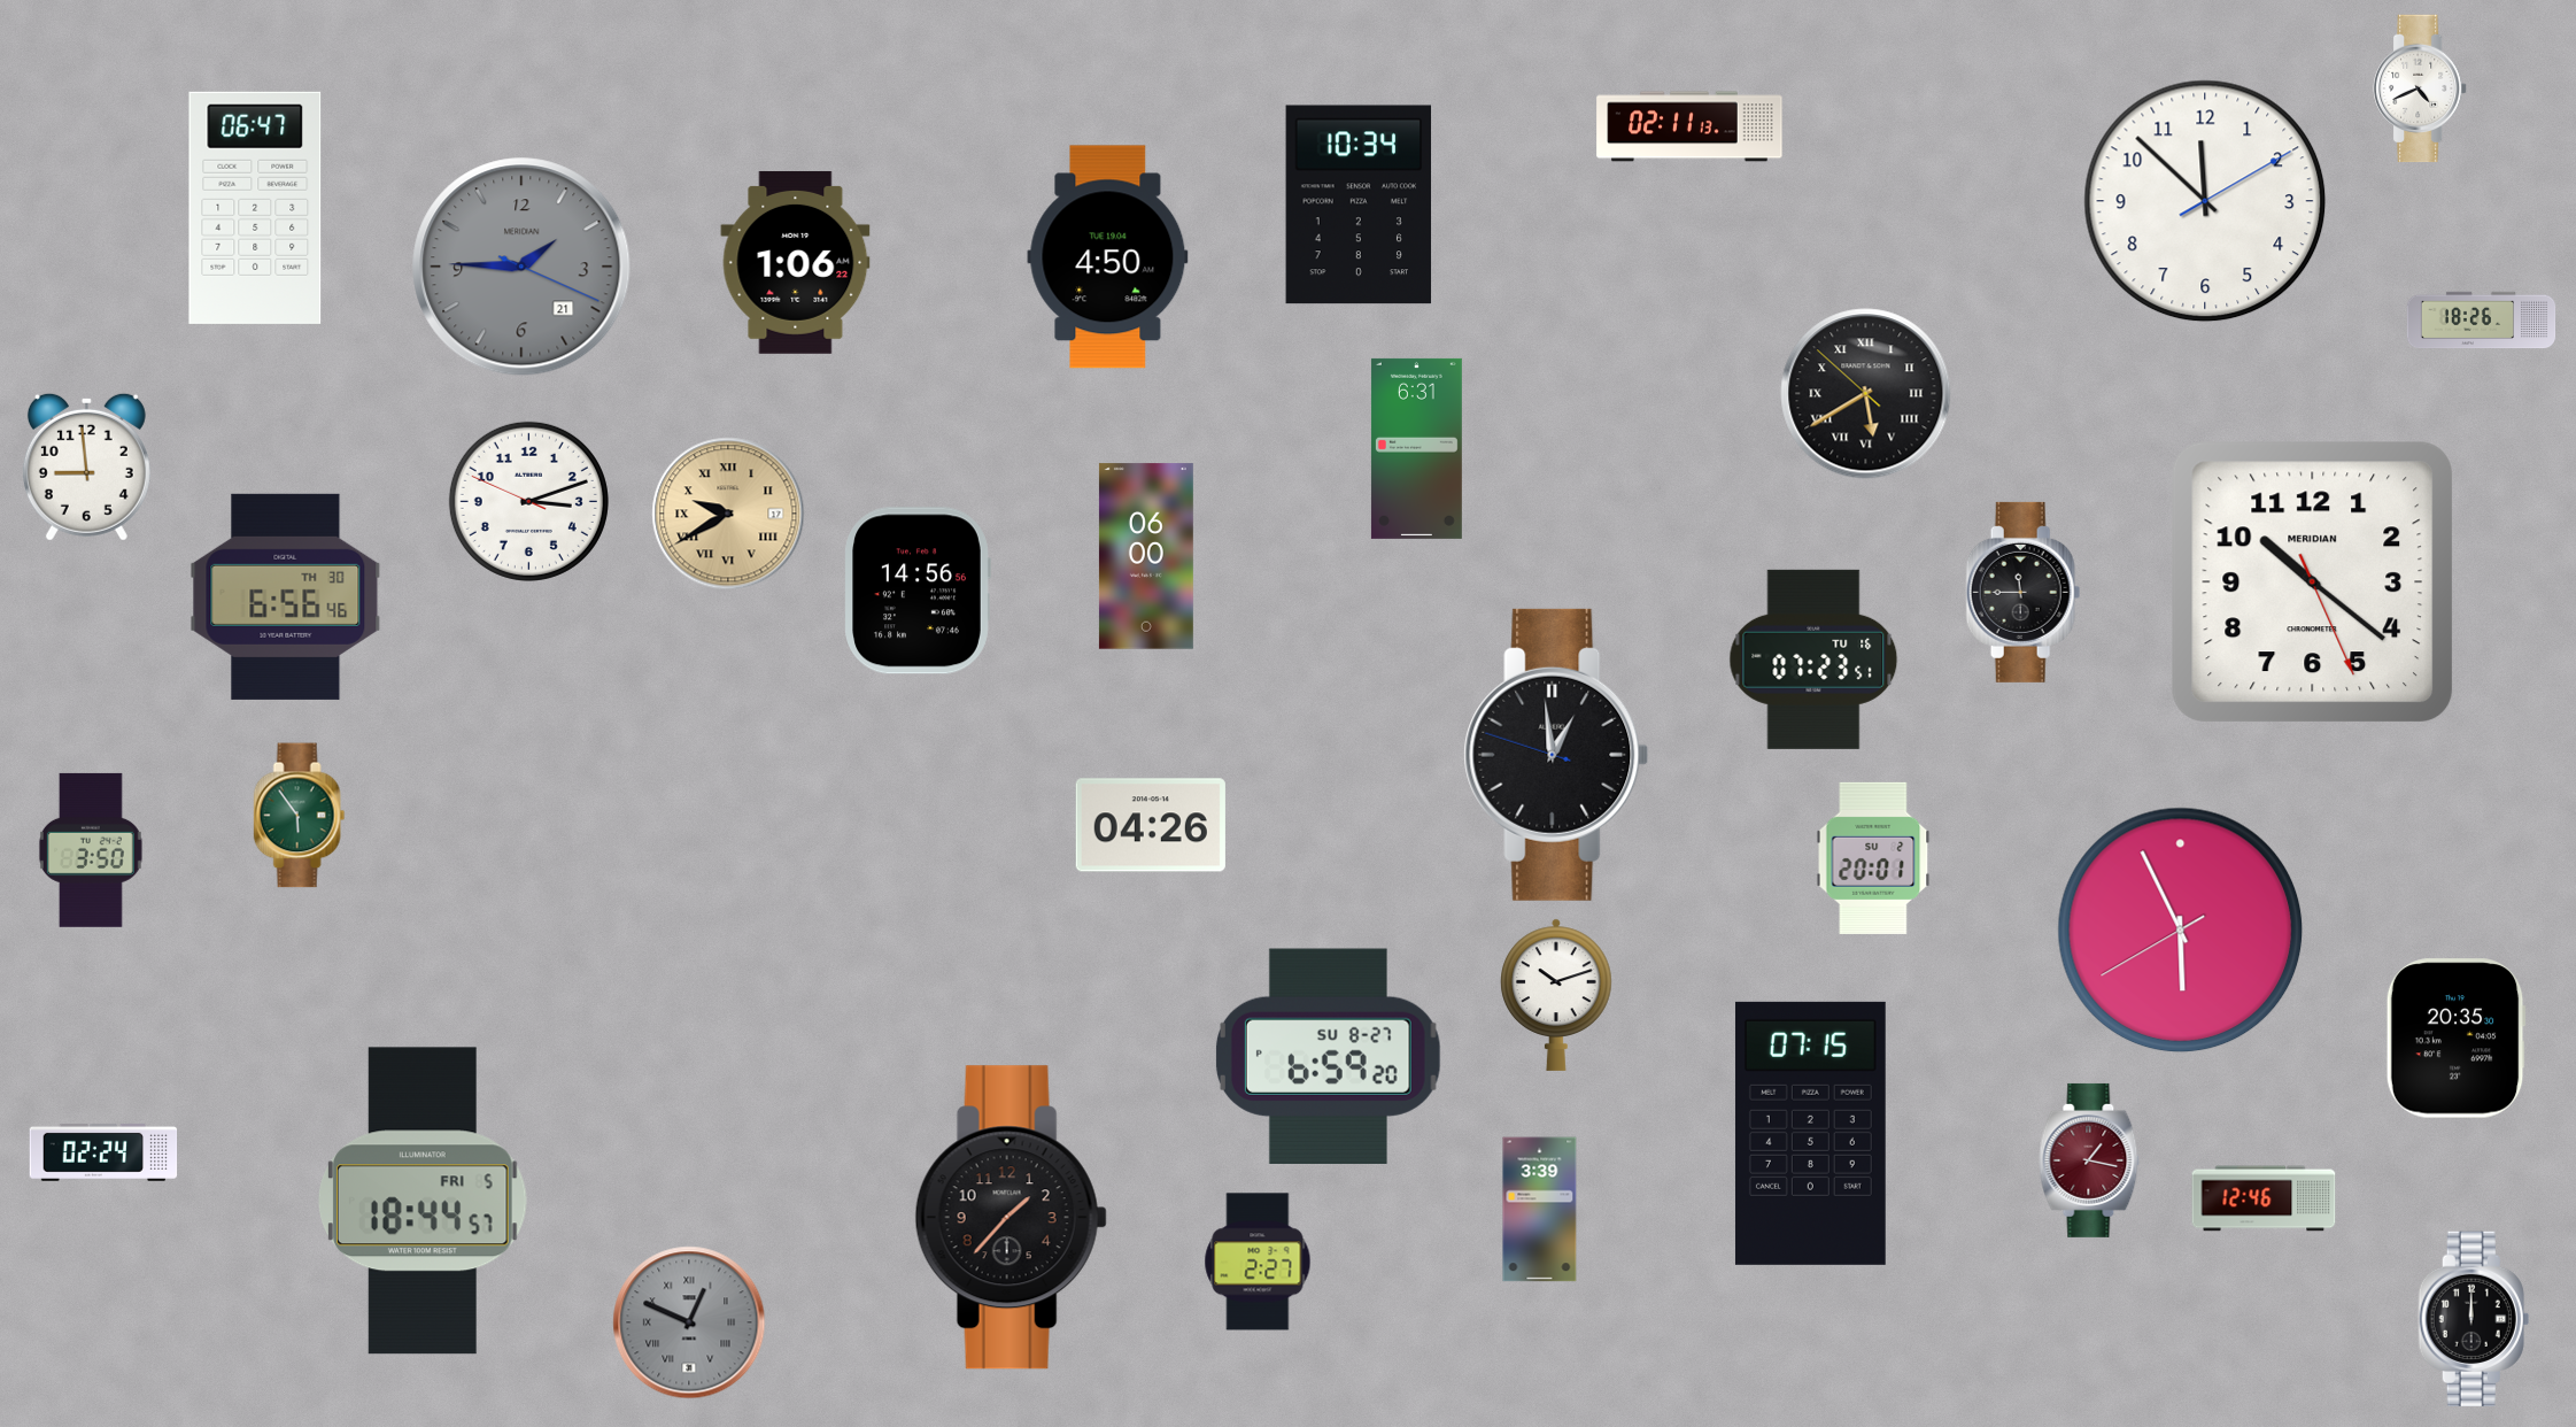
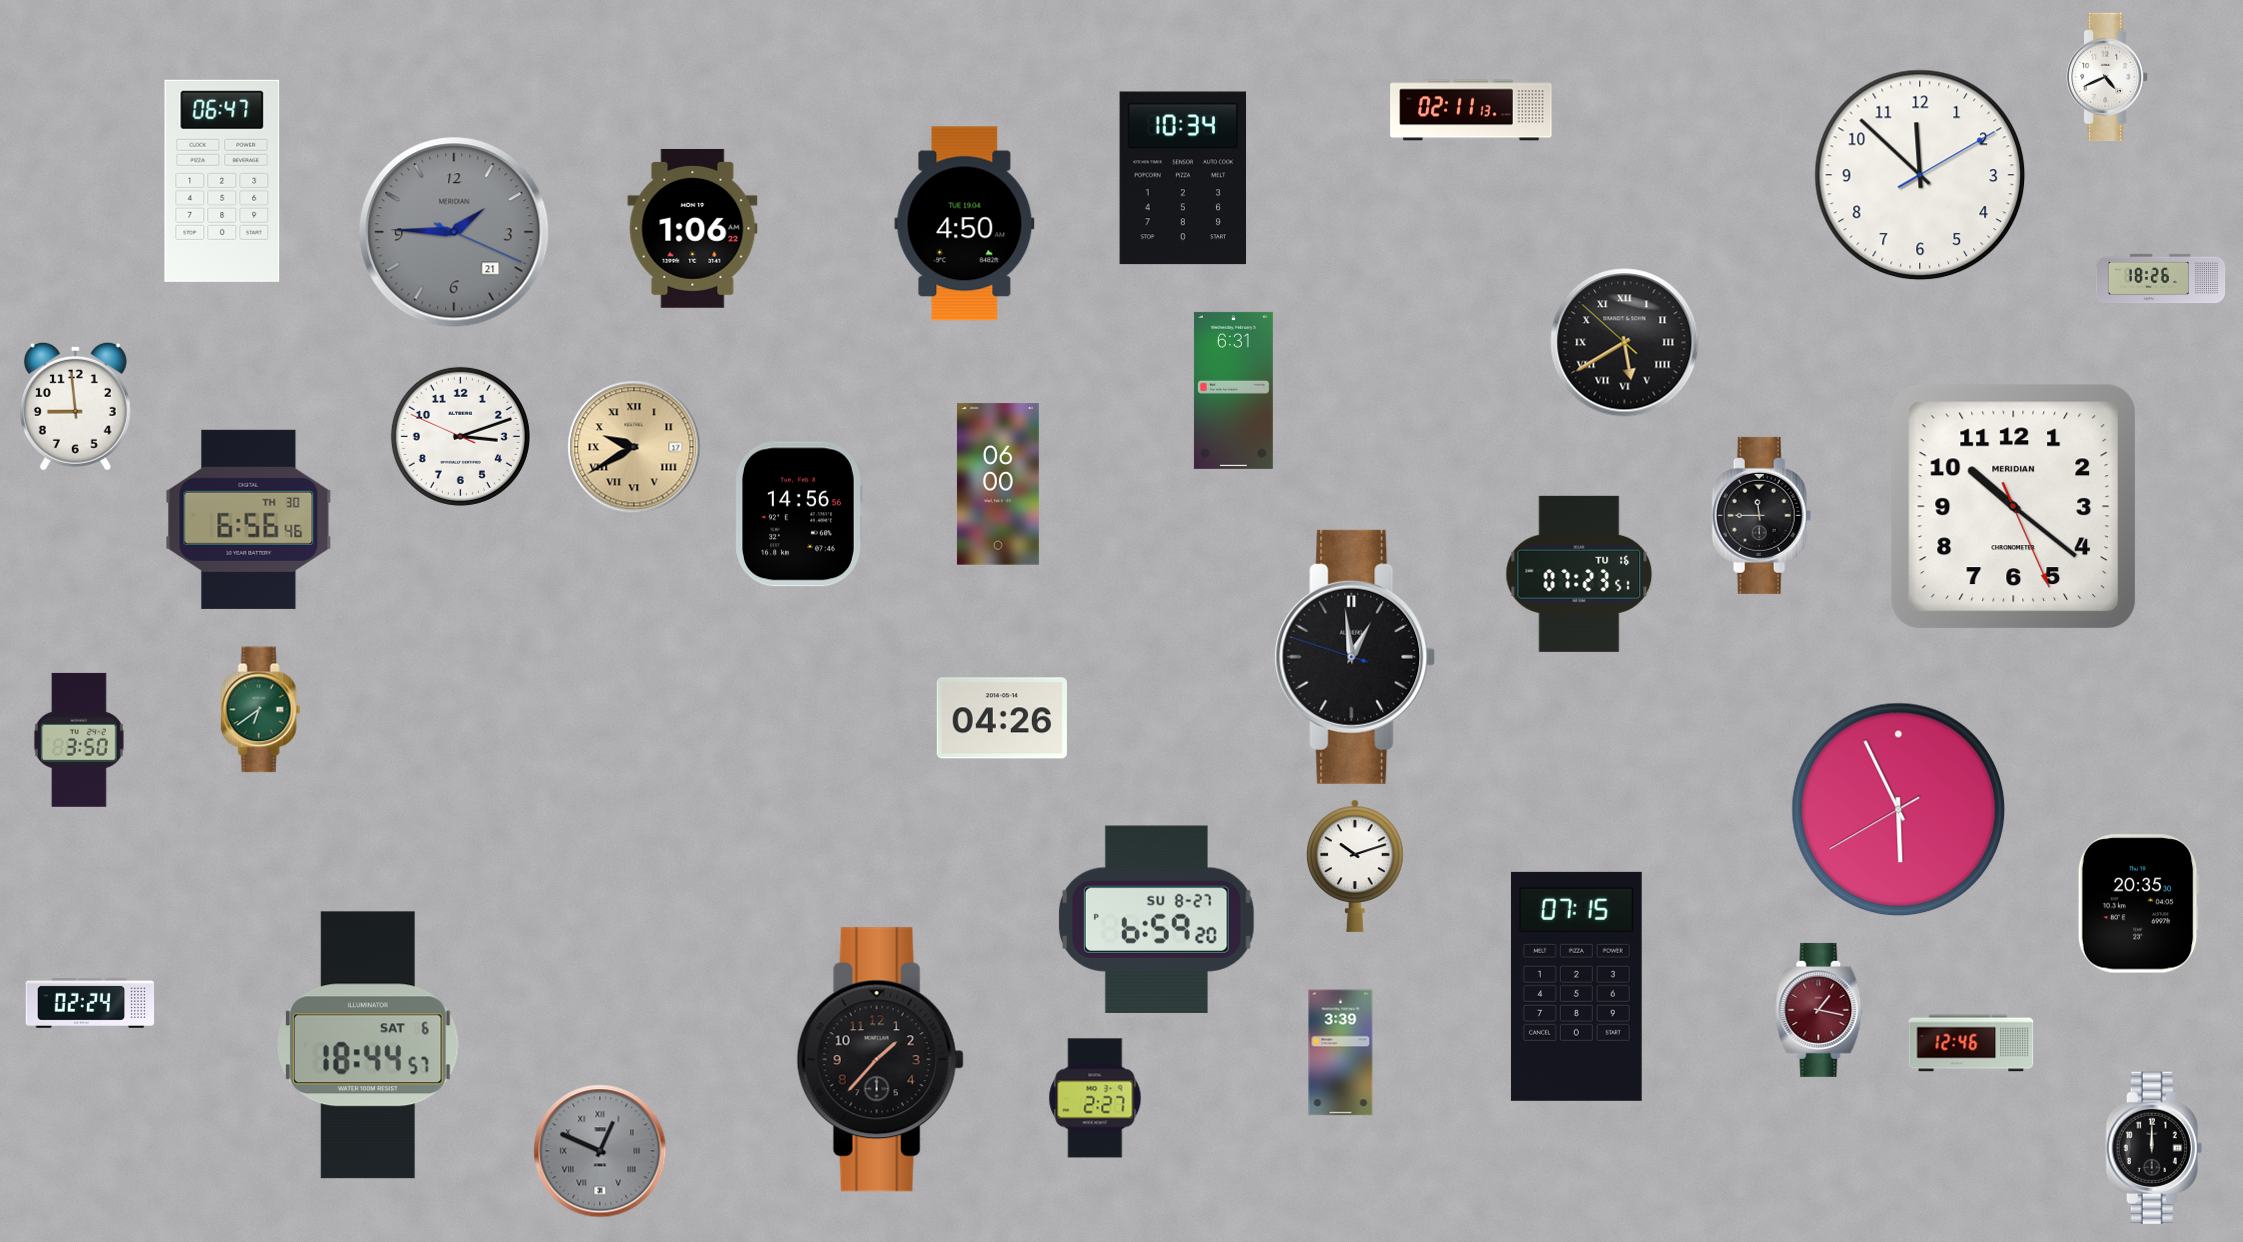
clock at (300, 816): 5:54 -> 6:39
clock at (1873, 858): 20:01 -> none
clock at (424, 1201) date: FRI 5 -> SAT 6
